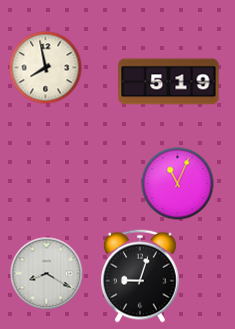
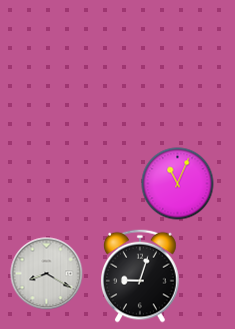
clock at (46, 68): 7:58 -> none
clock at (169, 82): 5:19 -> none
